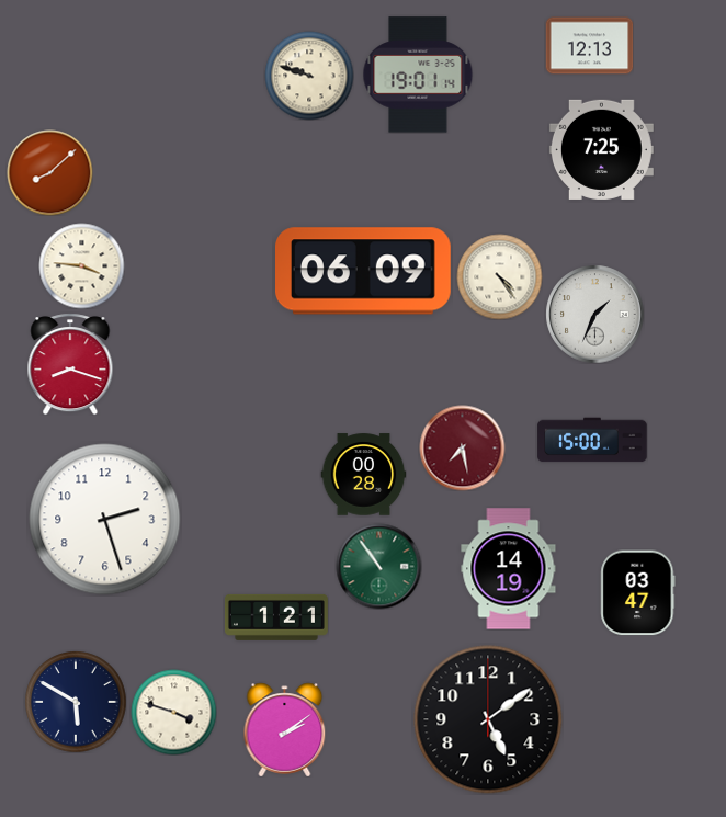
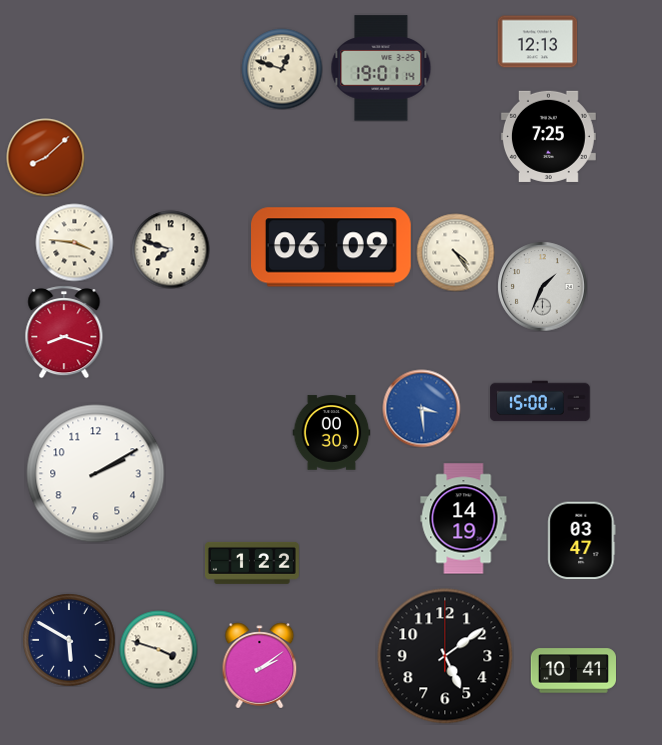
clock at (309, 76): 9:48 -> 12:48
clock at (170, 249): none -> 7:48
clock at (462, 447): 7:28 -> 3:29
clock at (462, 447) dial: burgundy -> blue
clock at (363, 475): 00:28 -> 00:30
clock at (105, 520): 2:27 -> 2:10
clock at (378, 566): 10:54 -> none
clock at (276, 617): 1:21 -> 1:22
clock at (573, 671): none -> 10:41
